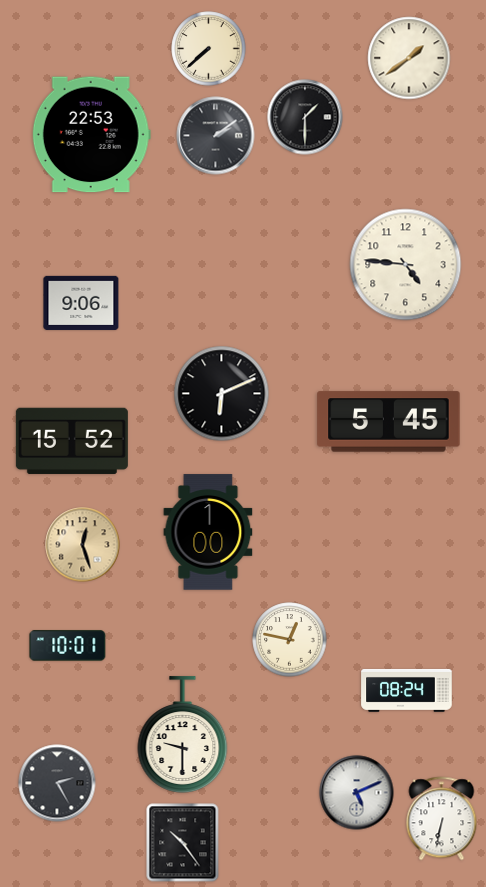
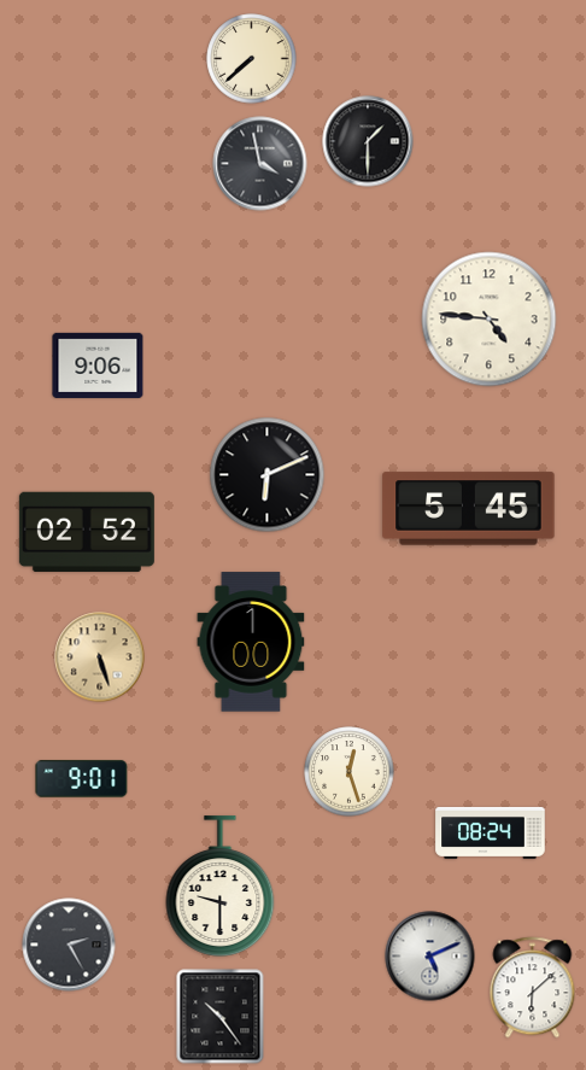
clock at (409, 58): 1:39 -> none
clock at (91, 135): 22:53 -> none
clock at (216, 136): 2:09 -> 3:58
clock at (72, 440): 15:52 -> 02:52
clock at (83, 545): 12:27 -> 5:27
clock at (290, 640): 12:47 -> 12:27
clock at (68, 646): 10:01 -> 9:01
clock at (442, 819): 6:32 -> 6:08
